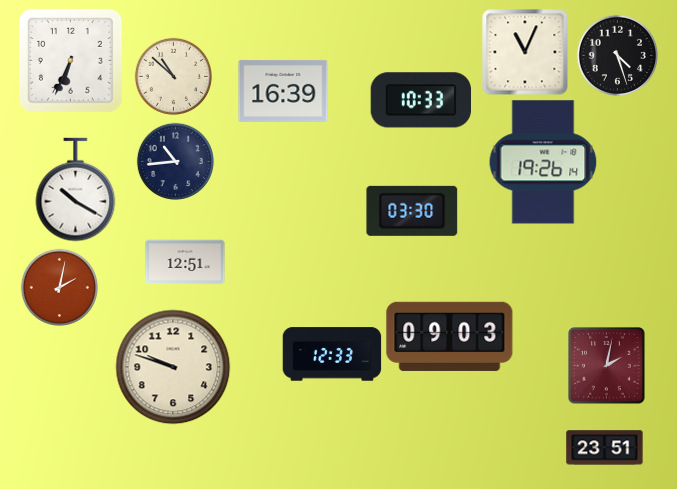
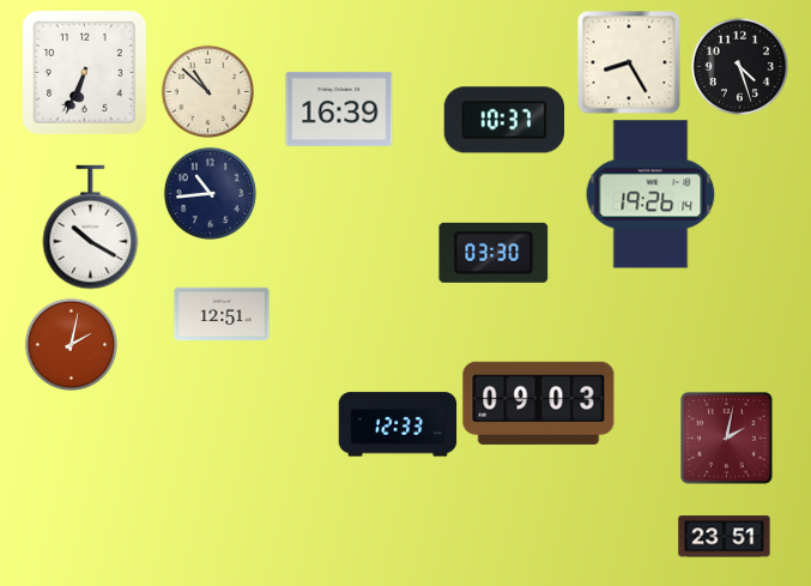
clock at (525, 52): 11:04 -> 8:25
clock at (420, 100): 10:33 -> 10:37
clock at (173, 367): 9:48 -> none
